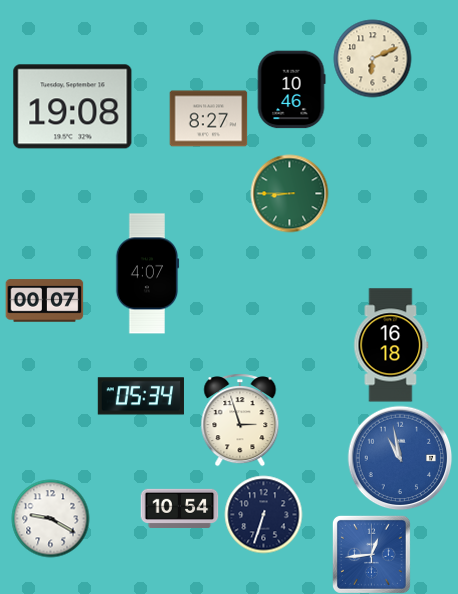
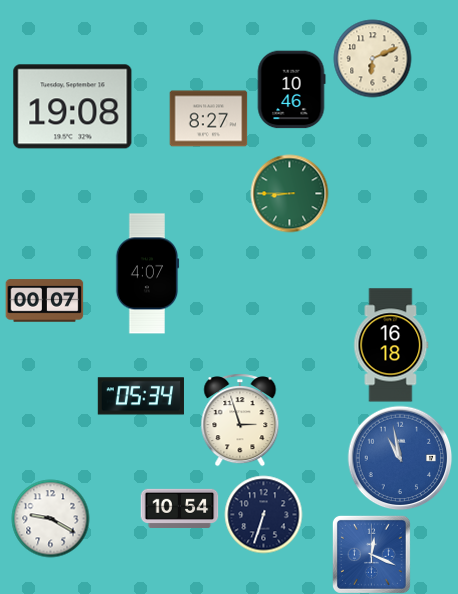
clock at (371, 554): 12:44 -> 12:19
